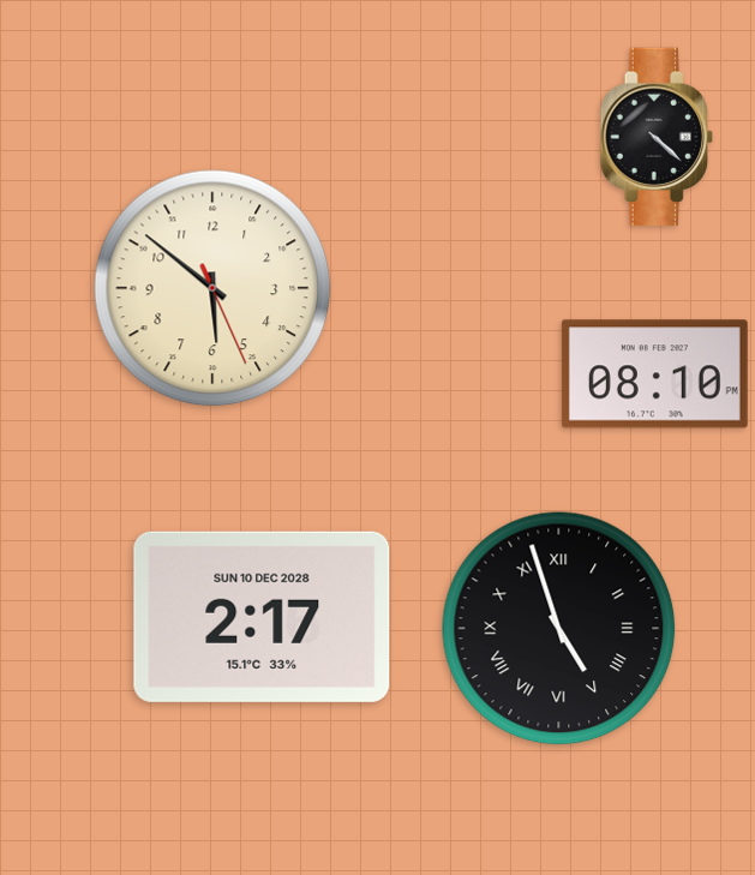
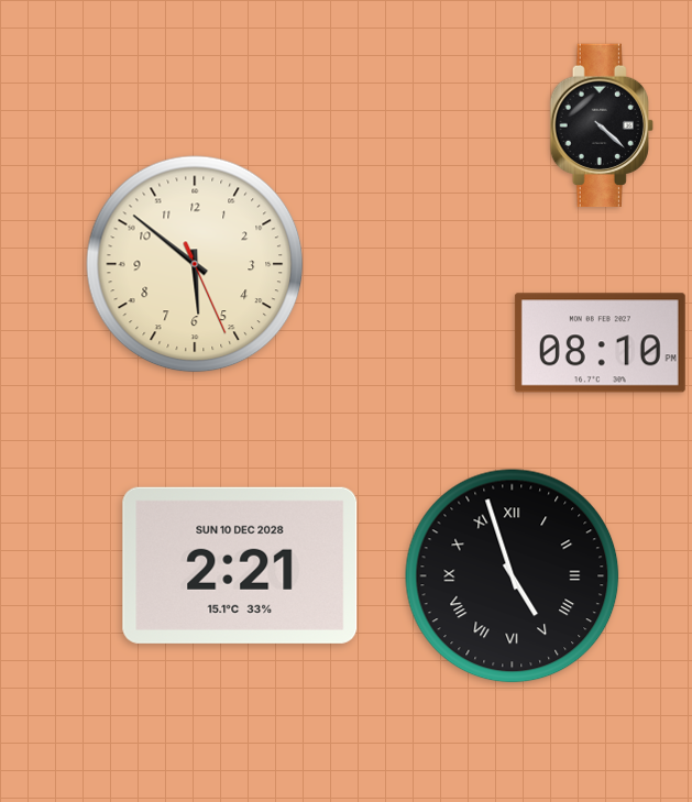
clock at (262, 617): 2:17 -> 2:21
